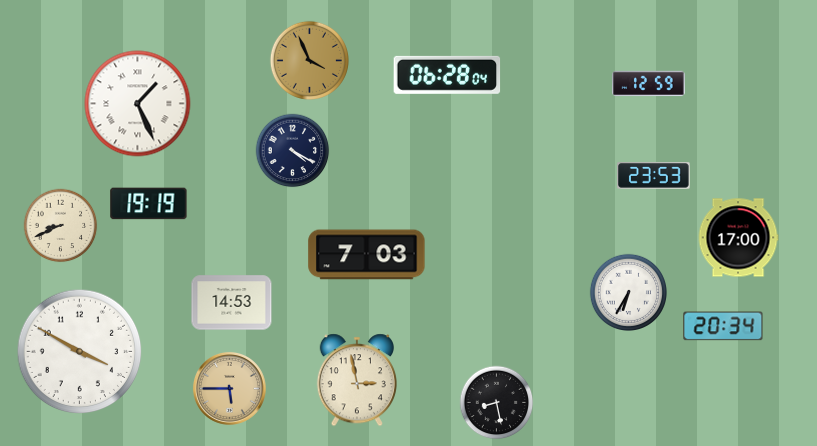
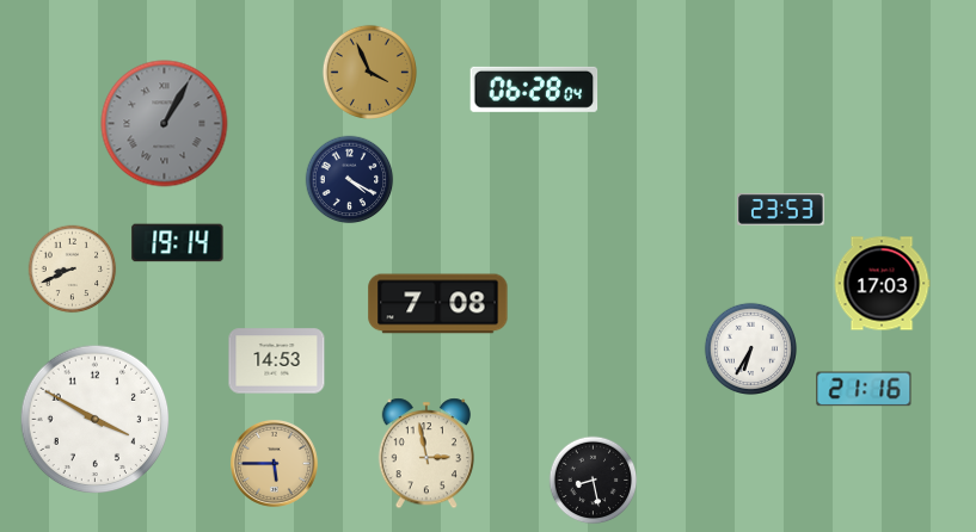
clock at (649, 84): 12:59 -> none
clock at (138, 104): 1:26 -> 1:05
clock at (138, 104) dial: white -> grey
clock at (149, 204): 19:19 -> 19:14
clock at (738, 238): 17:00 -> 17:03
clock at (367, 255): 7:03 -> 7:08
clock at (723, 326): 20:34 -> 21:16
